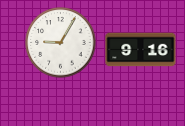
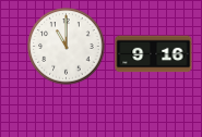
clock at (61, 43): 9:05 -> 11:00
